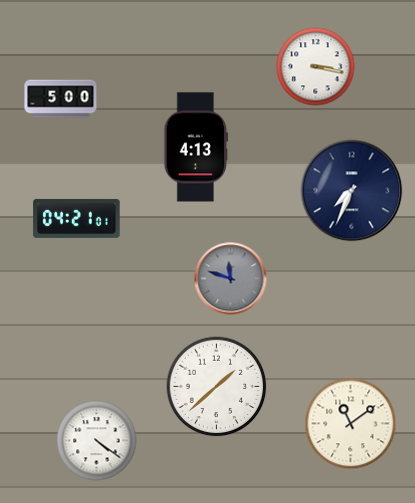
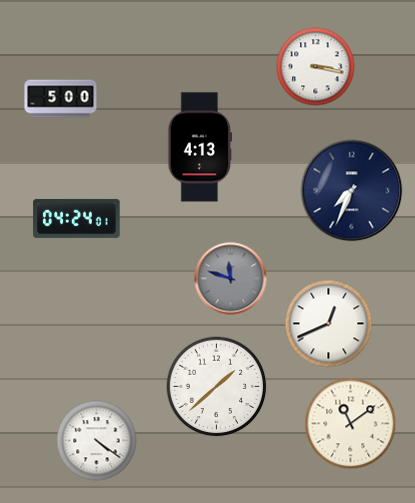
clock at (196, 147) position: (196, 147) -> (200, 147)
clock at (77, 218): 04:21 -> 04:24
clock at (329, 324): none -> 12:41
